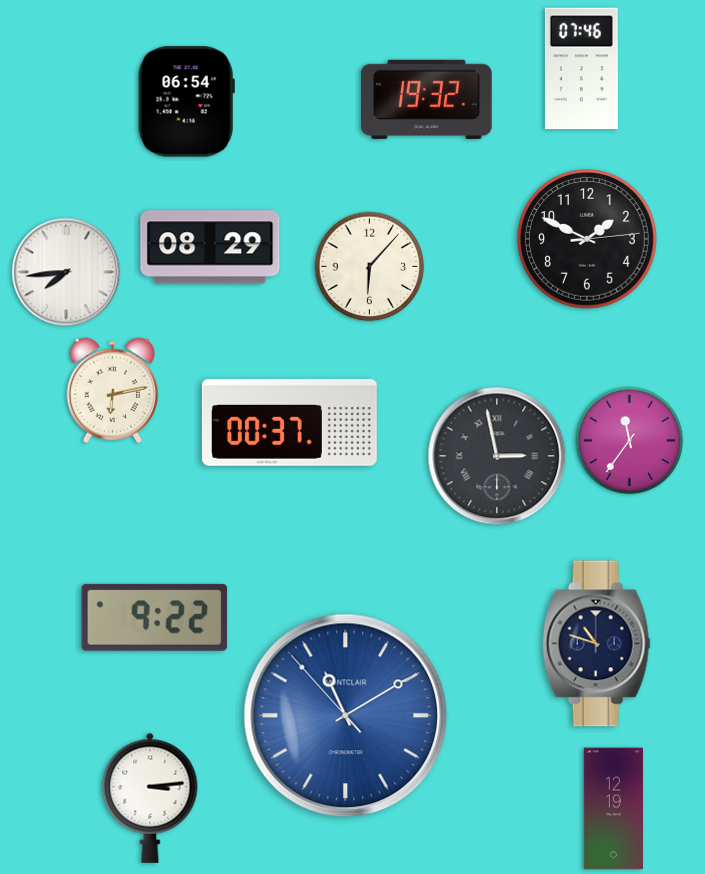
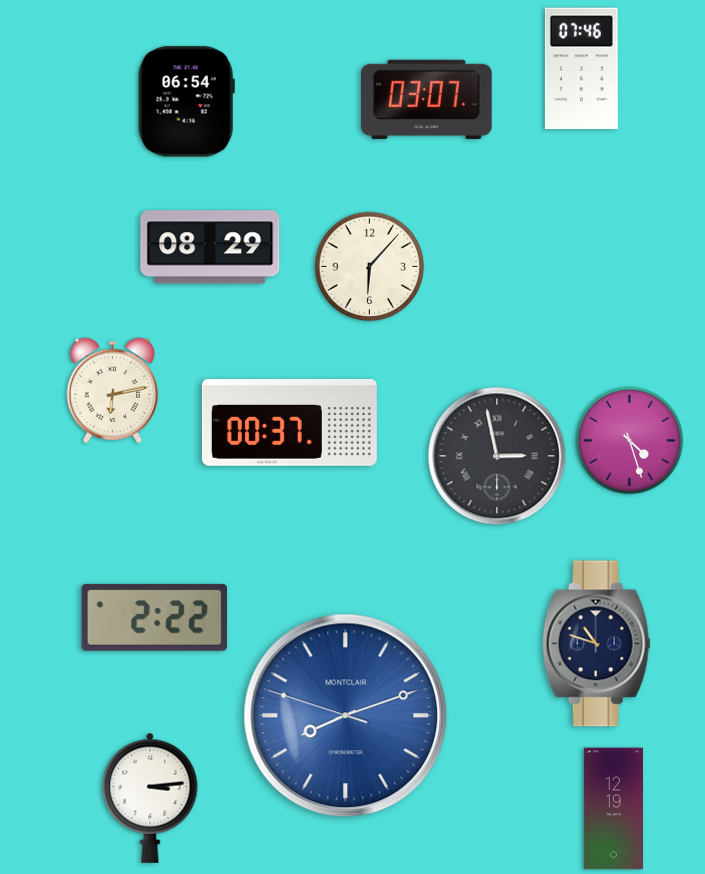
clock at (427, 99): 19:32 -> 03:07
clock at (587, 239): 1:49 -> none
clock at (66, 272): 7:44 -> none
clock at (630, 441): 11:36 -> 4:27
clock at (155, 617): 9:22 -> 2:22
clock at (346, 716): 11:09 -> 8:11
